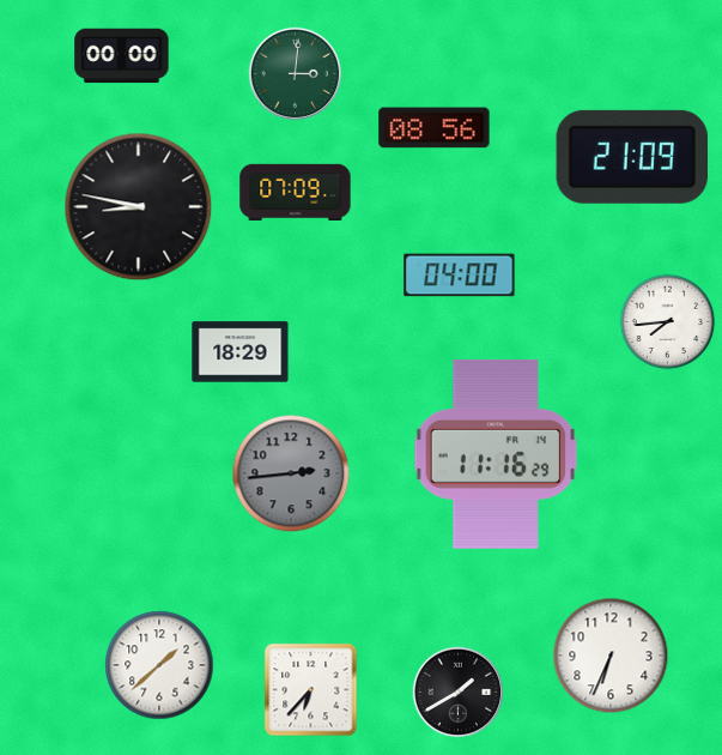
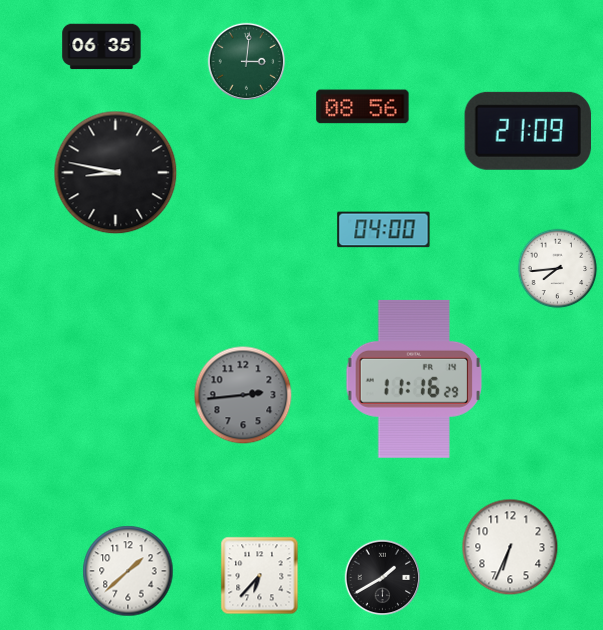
clock at (122, 56): 00:00 -> 06:35
clock at (296, 192): 07:09 -> none
clock at (241, 352): 18:29 -> none
clock at (159, 665) position: (159, 665) -> (128, 571)
